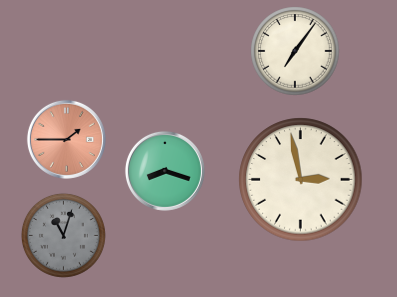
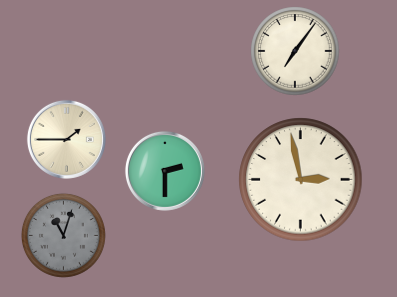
clock at (66, 139) dial: salmon -> cream
clock at (165, 171): 8:18 -> 2:30
